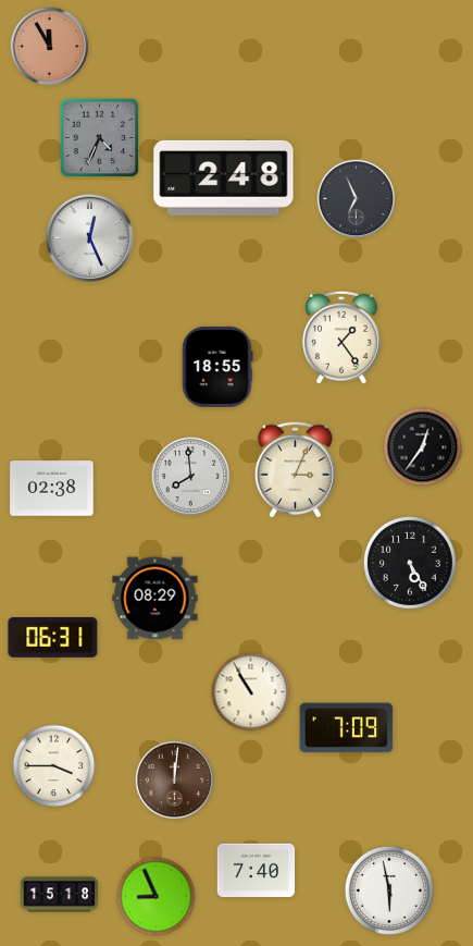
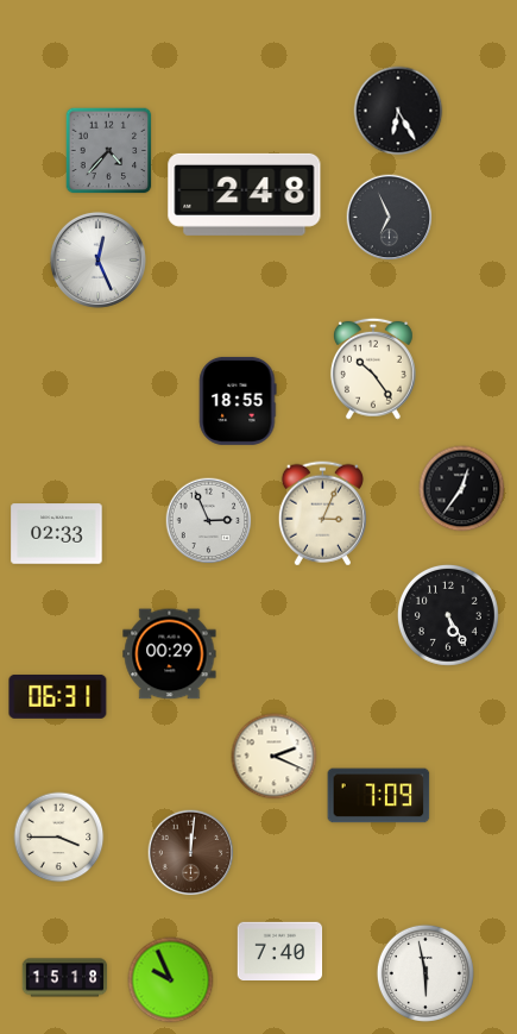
clock at (50, 47): 11:55 -> none
clock at (398, 111): none -> 6:25
clock at (100, 138): 4:34 -> 4:37
clock at (341, 337): 1:24 -> 10:24
clock at (191, 477): 7:59 -> 2:56
clock at (52, 489): 02:38 -> 02:33
clock at (155, 599): 08:29 -> 00:29
clock at (251, 692): 10:55 -> 2:19
clock at (157, 897): 8:56 -> 9:56
